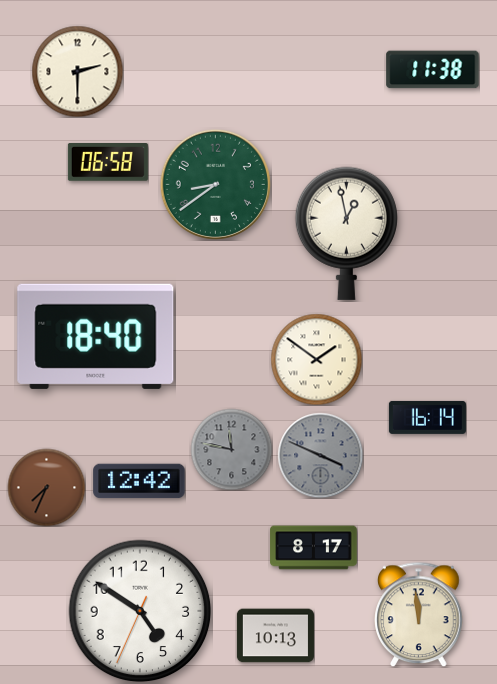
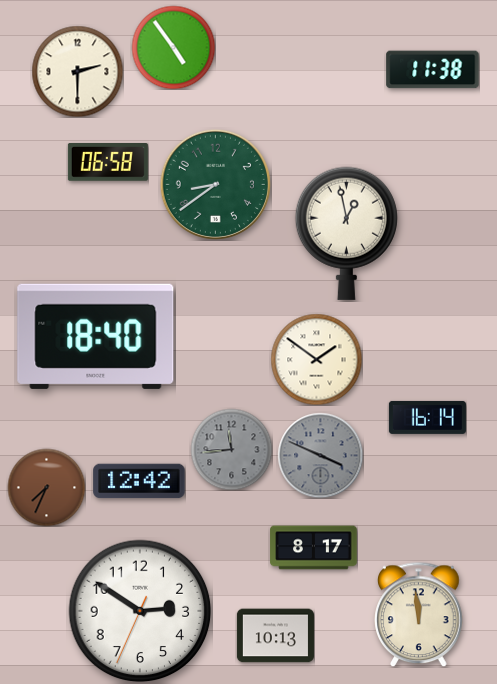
clock at (173, 47): none -> 4:54
clock at (231, 449): 11:47 -> 11:44
clock at (140, 611): 4:50 -> 2:50
